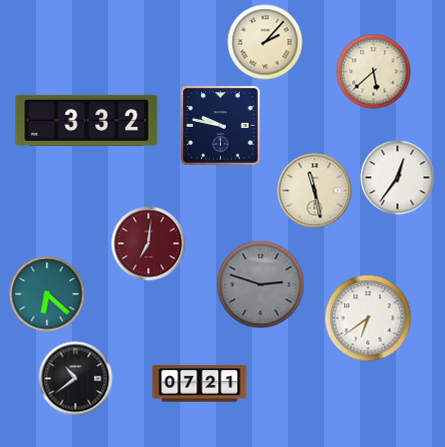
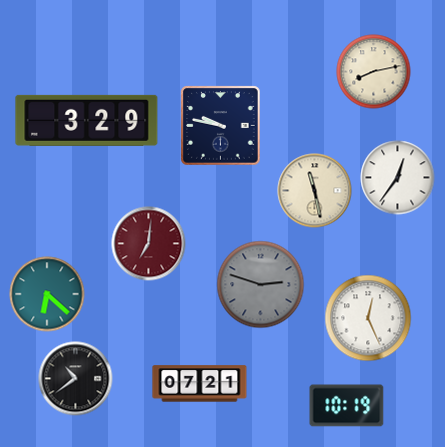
clock at (265, 42): 2:07 -> none
clock at (374, 72): 5:38 -> 8:13
clock at (87, 120): 3:32 -> 3:29
clock at (368, 318): 6:39 -> 12:26
clock at (347, 406): none -> 10:19
